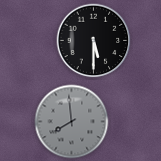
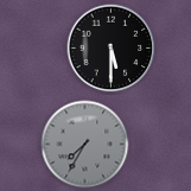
clock at (72, 122): 7:59 -> 7:35
